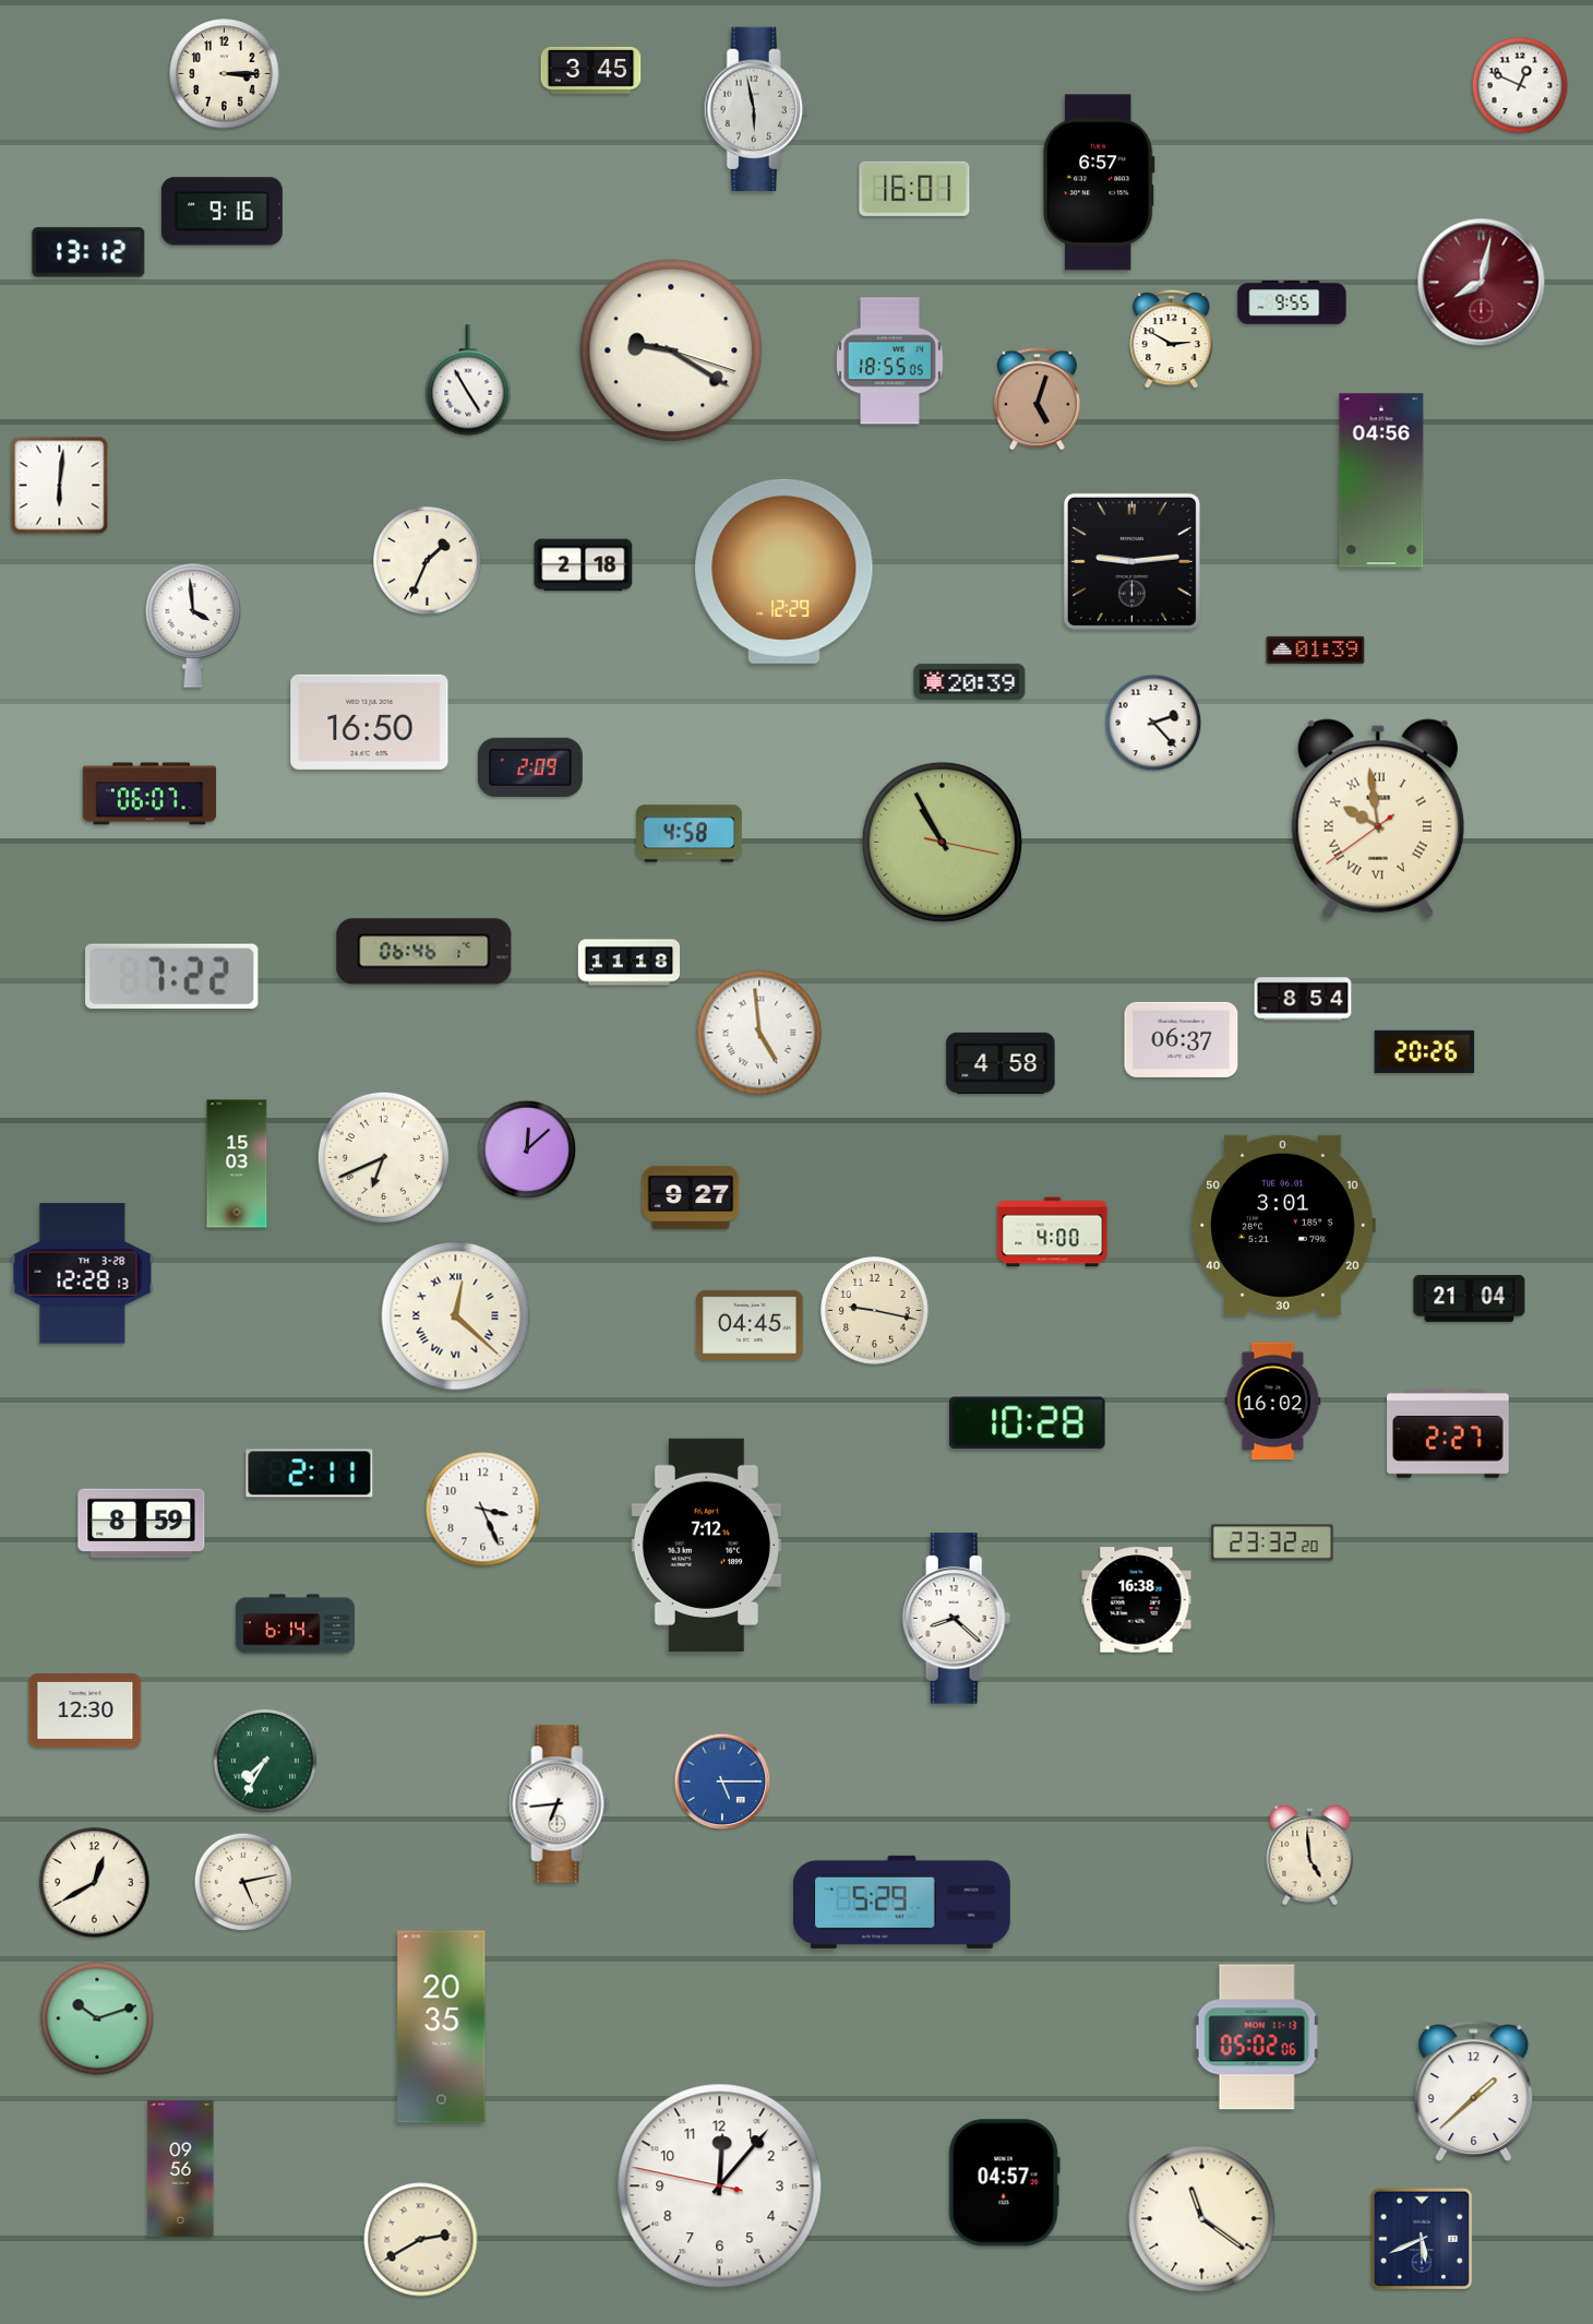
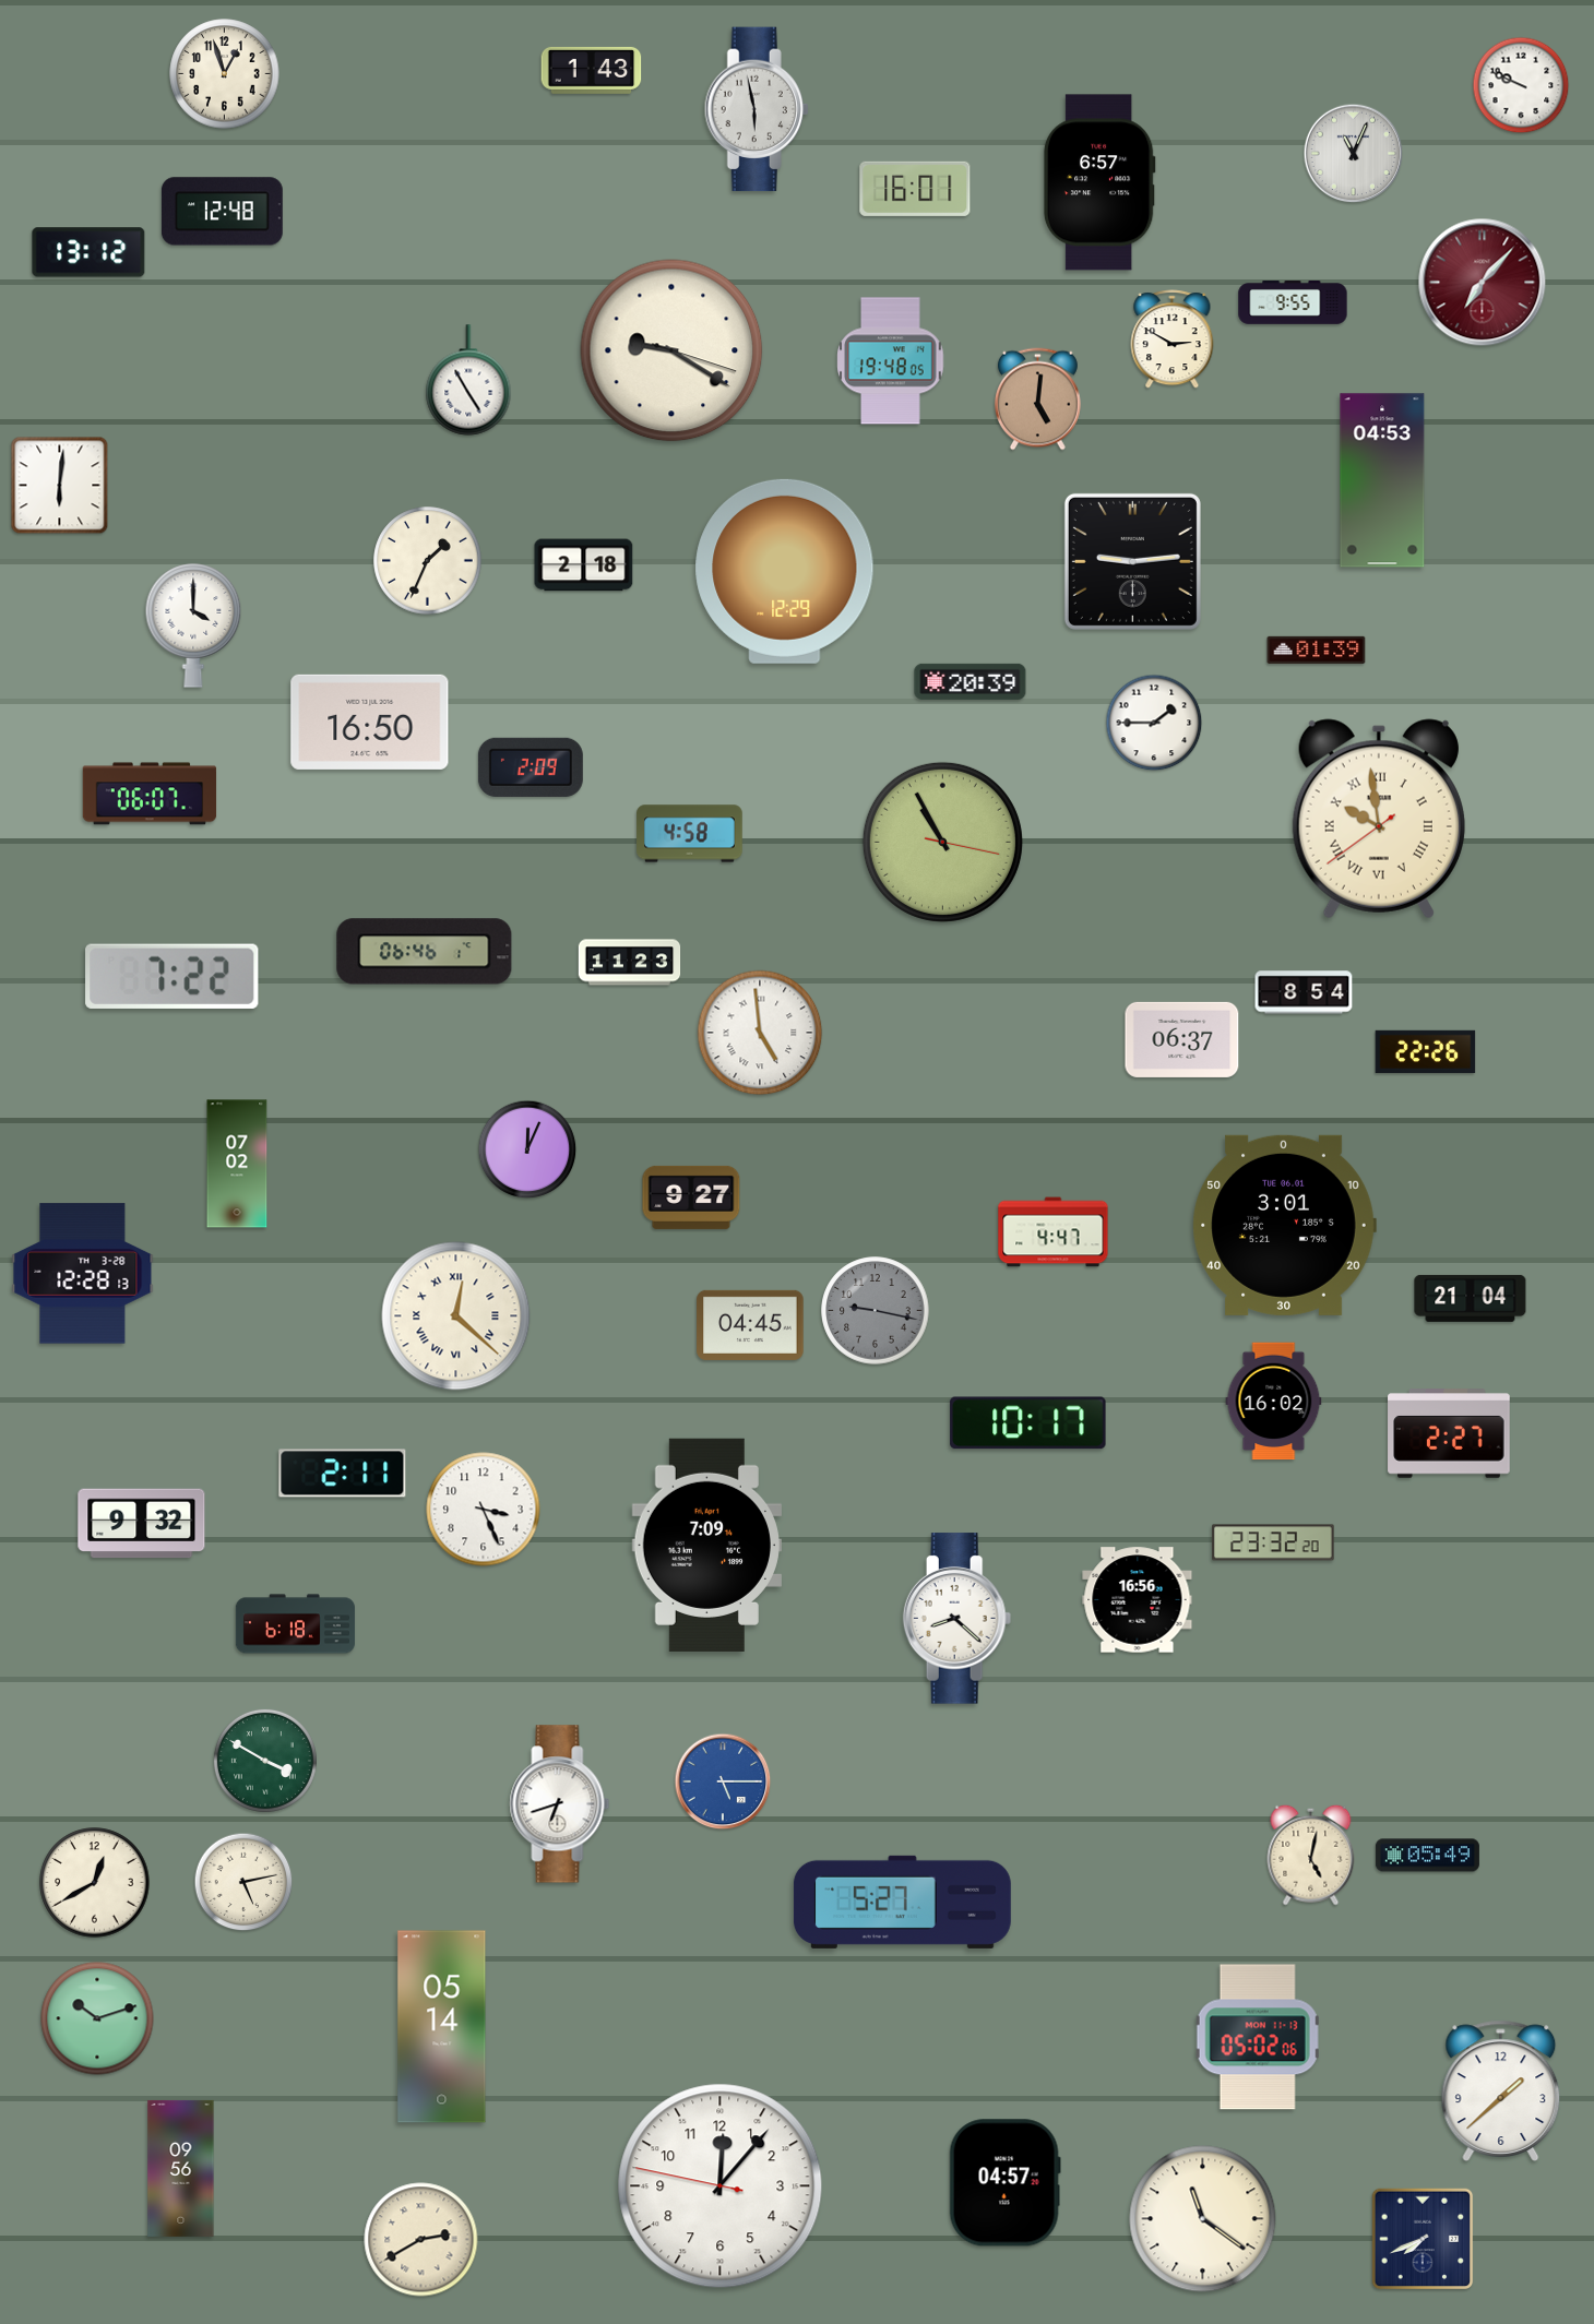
clock at (591, 70): 3:45 -> 1:43
clock at (225, 74): 3:15 -> 12:57
clock at (1520, 85): 12:49 -> 9:49
clock at (1354, 154): none -> 11:04
clock at (221, 212): 9:16 -> 12:48
clock at (1482, 283): 8:02 -> 7:07
clock at (890, 361): 18:55 -> 19:48
clock at (1037, 400): 5:03 -> 5:01
clock at (1381, 480): 04:56 -> 04:53
clock at (193, 625): 3:59 -> 4:00
clock at (1153, 723): 2:23 -> 1:45
clock at (630, 963): 11:18 -> 11:23
clock at (1303, 999) position: (1303, 999) -> (1304, 992)
clock at (1425, 1051): 20:26 -> 22:26
clock at (1001, 1062): 4:58 -> none
clock at (527, 1149): 12:08 -> 12:04
clock at (383, 1157): 6:41 -> none
clock at (237, 1164): 15:03 -> 07:02
clock at (1053, 1232): 4:00 -> 4:47
clock at (875, 1311) dial: cream -> grey
clock at (1028, 1423): 10:28 -> 10:17
clock at (310, 1474) position: (310, 1474) -> (343, 1474)
clock at (142, 1524): 8:59 -> 9:32
clock at (706, 1545): 7:12 -> 7:09
clock at (1137, 1600): 16:38 -> 16:56
clock at (295, 1624): 6:14 -> 6:18
clock at (85, 1712): 12:30 -> none
clock at (265, 1761): 7:35 -> 3:50
clock at (560, 1804): 6:44 -> 6:42
clock at (1310, 1855): 4:59 -> 5:02
clock at (1427, 1856): none -> 05:49
clock at (901, 1902): 5:29 -> 5:27
clock at (442, 2027): 20:35 -> 05:14
clock at (1474, 2090) position: (1474, 2090) -> (1501, 2090)
clock at (1422, 2239): 5:41 -> 7:41
